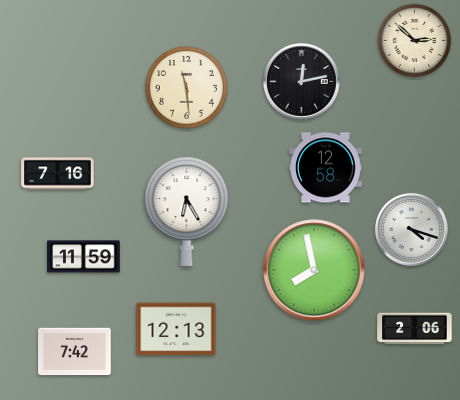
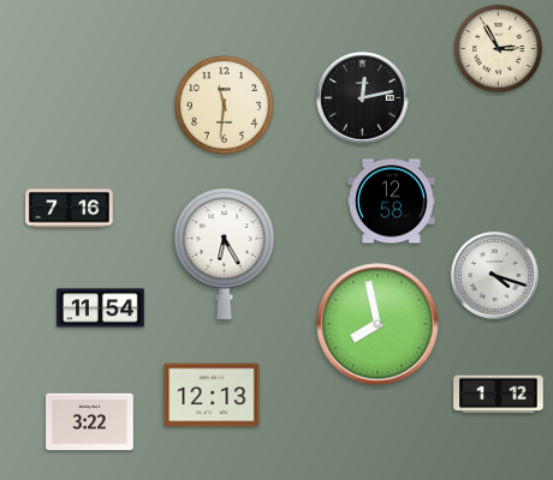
clock at (415, 41): 2:52 -> 2:55
clock at (186, 87): 11:29 -> 11:31
clock at (84, 257): 11:59 -> 11:54
clock at (415, 329): 2:06 -> 1:12
clock at (75, 352): 7:42 -> 3:22
